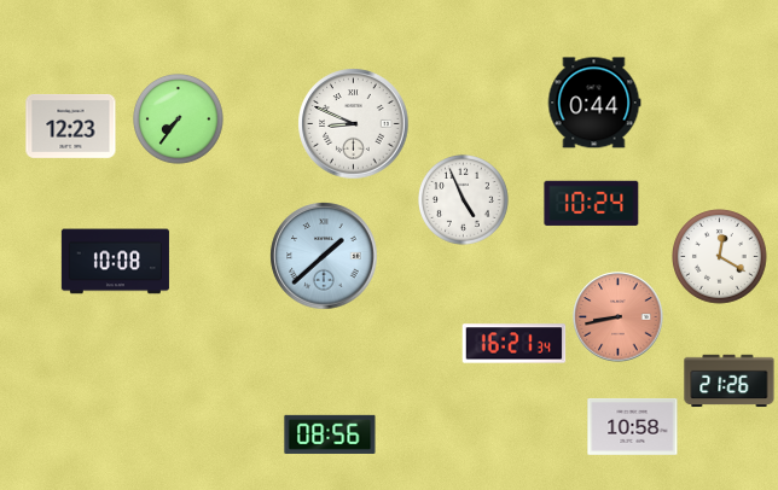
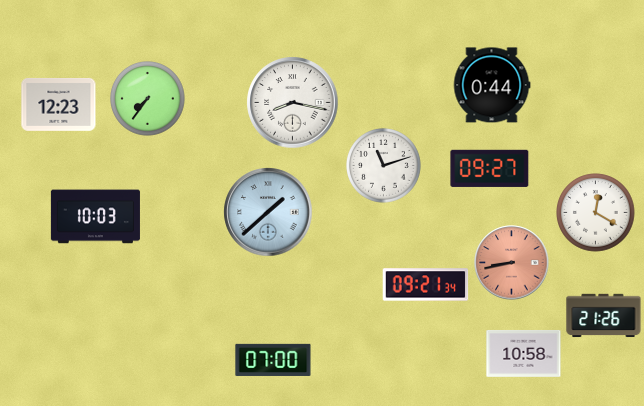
clock at (354, 124): 8:49 -> 8:17
clock at (464, 200): 4:56 -> 11:12
clock at (592, 203): 10:24 -> 09:27
clock at (115, 262): 10:08 -> 10:03
clock at (515, 344): 16:21 -> 09:21
clock at (330, 434): 08:56 -> 07:00
